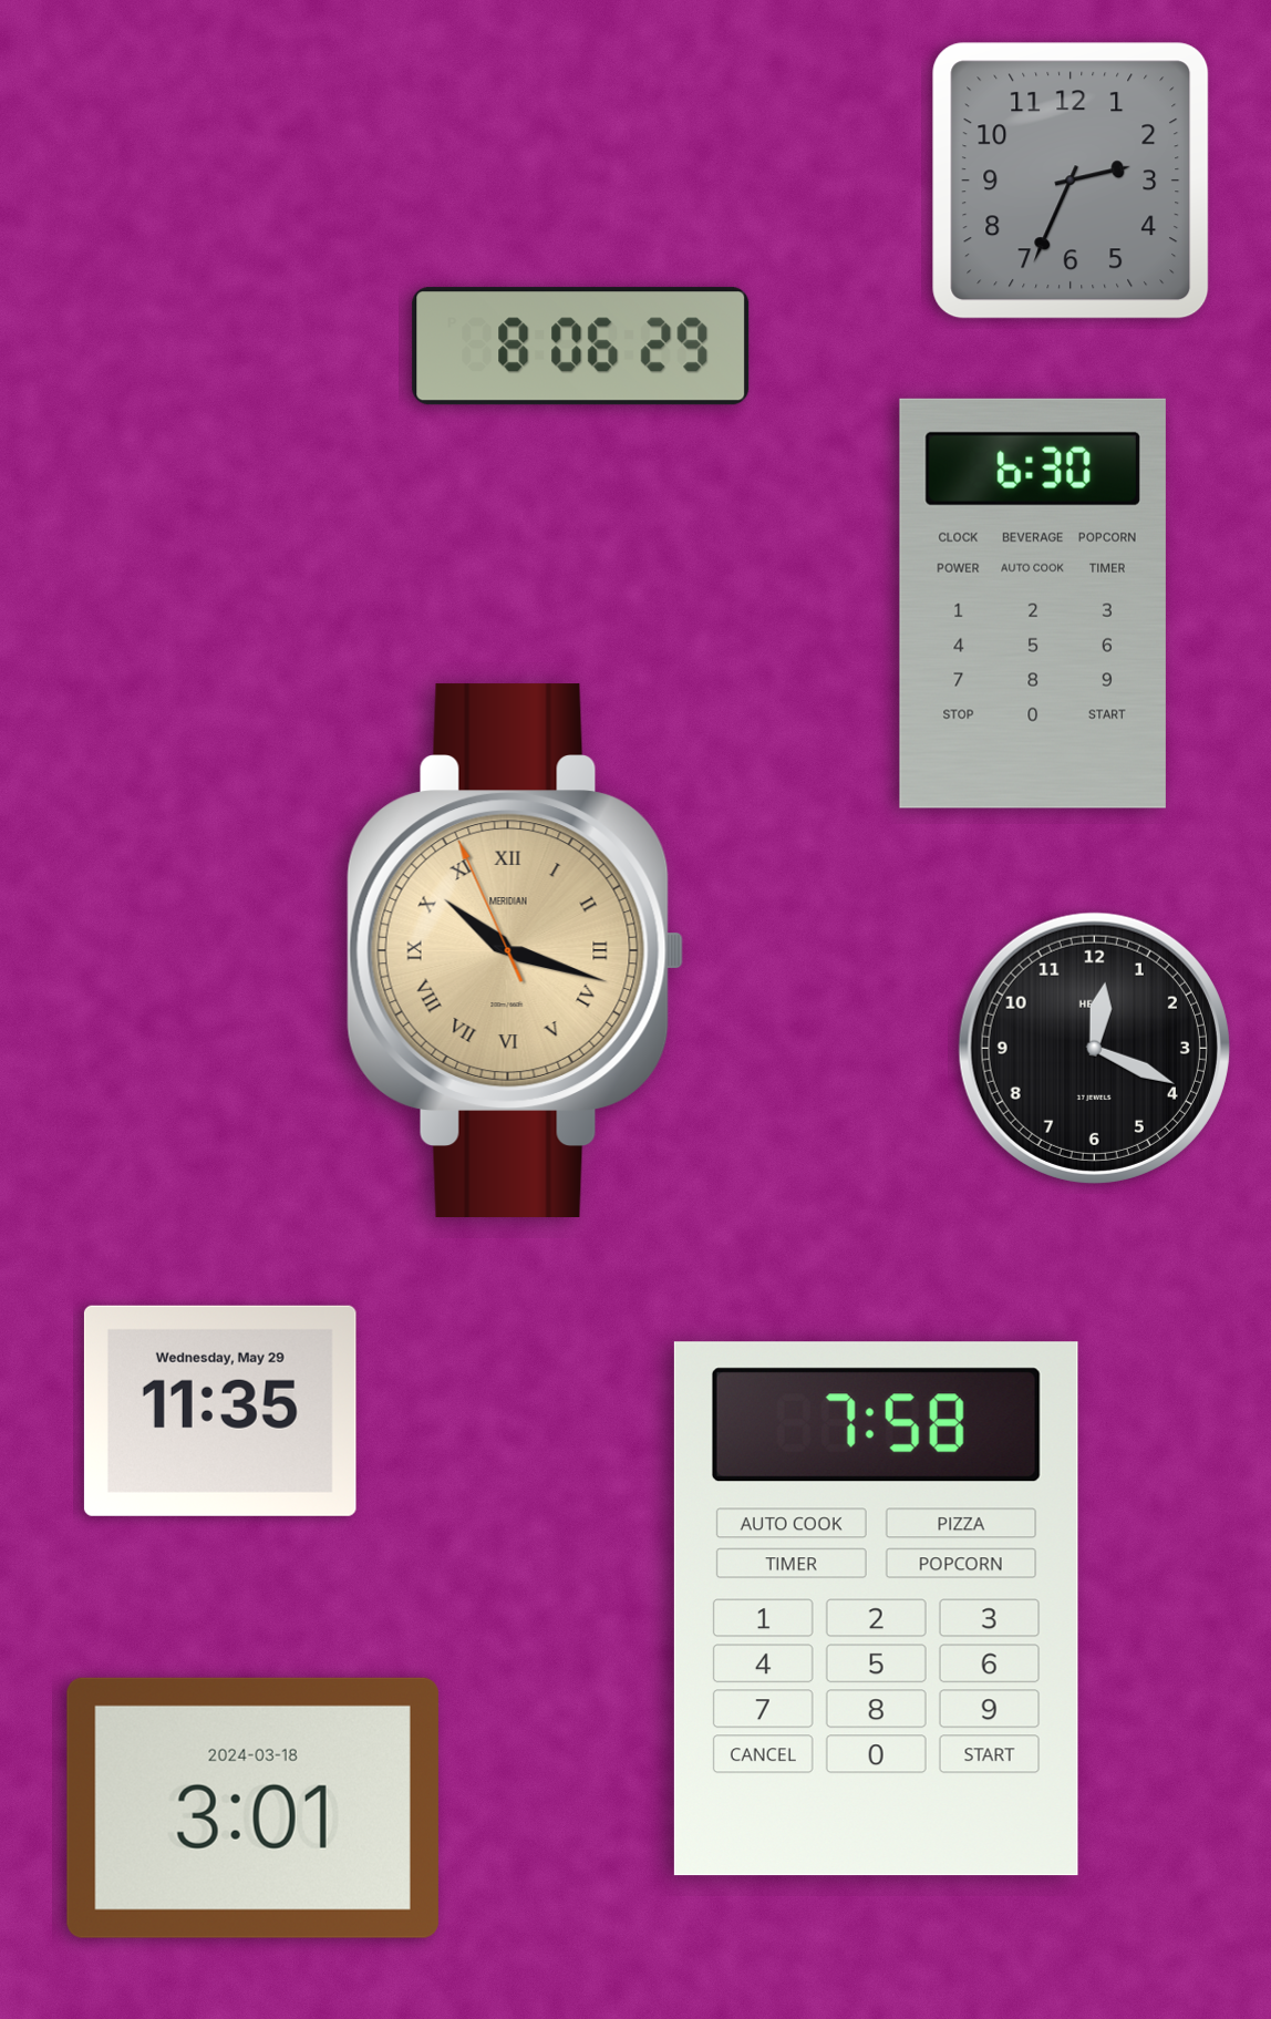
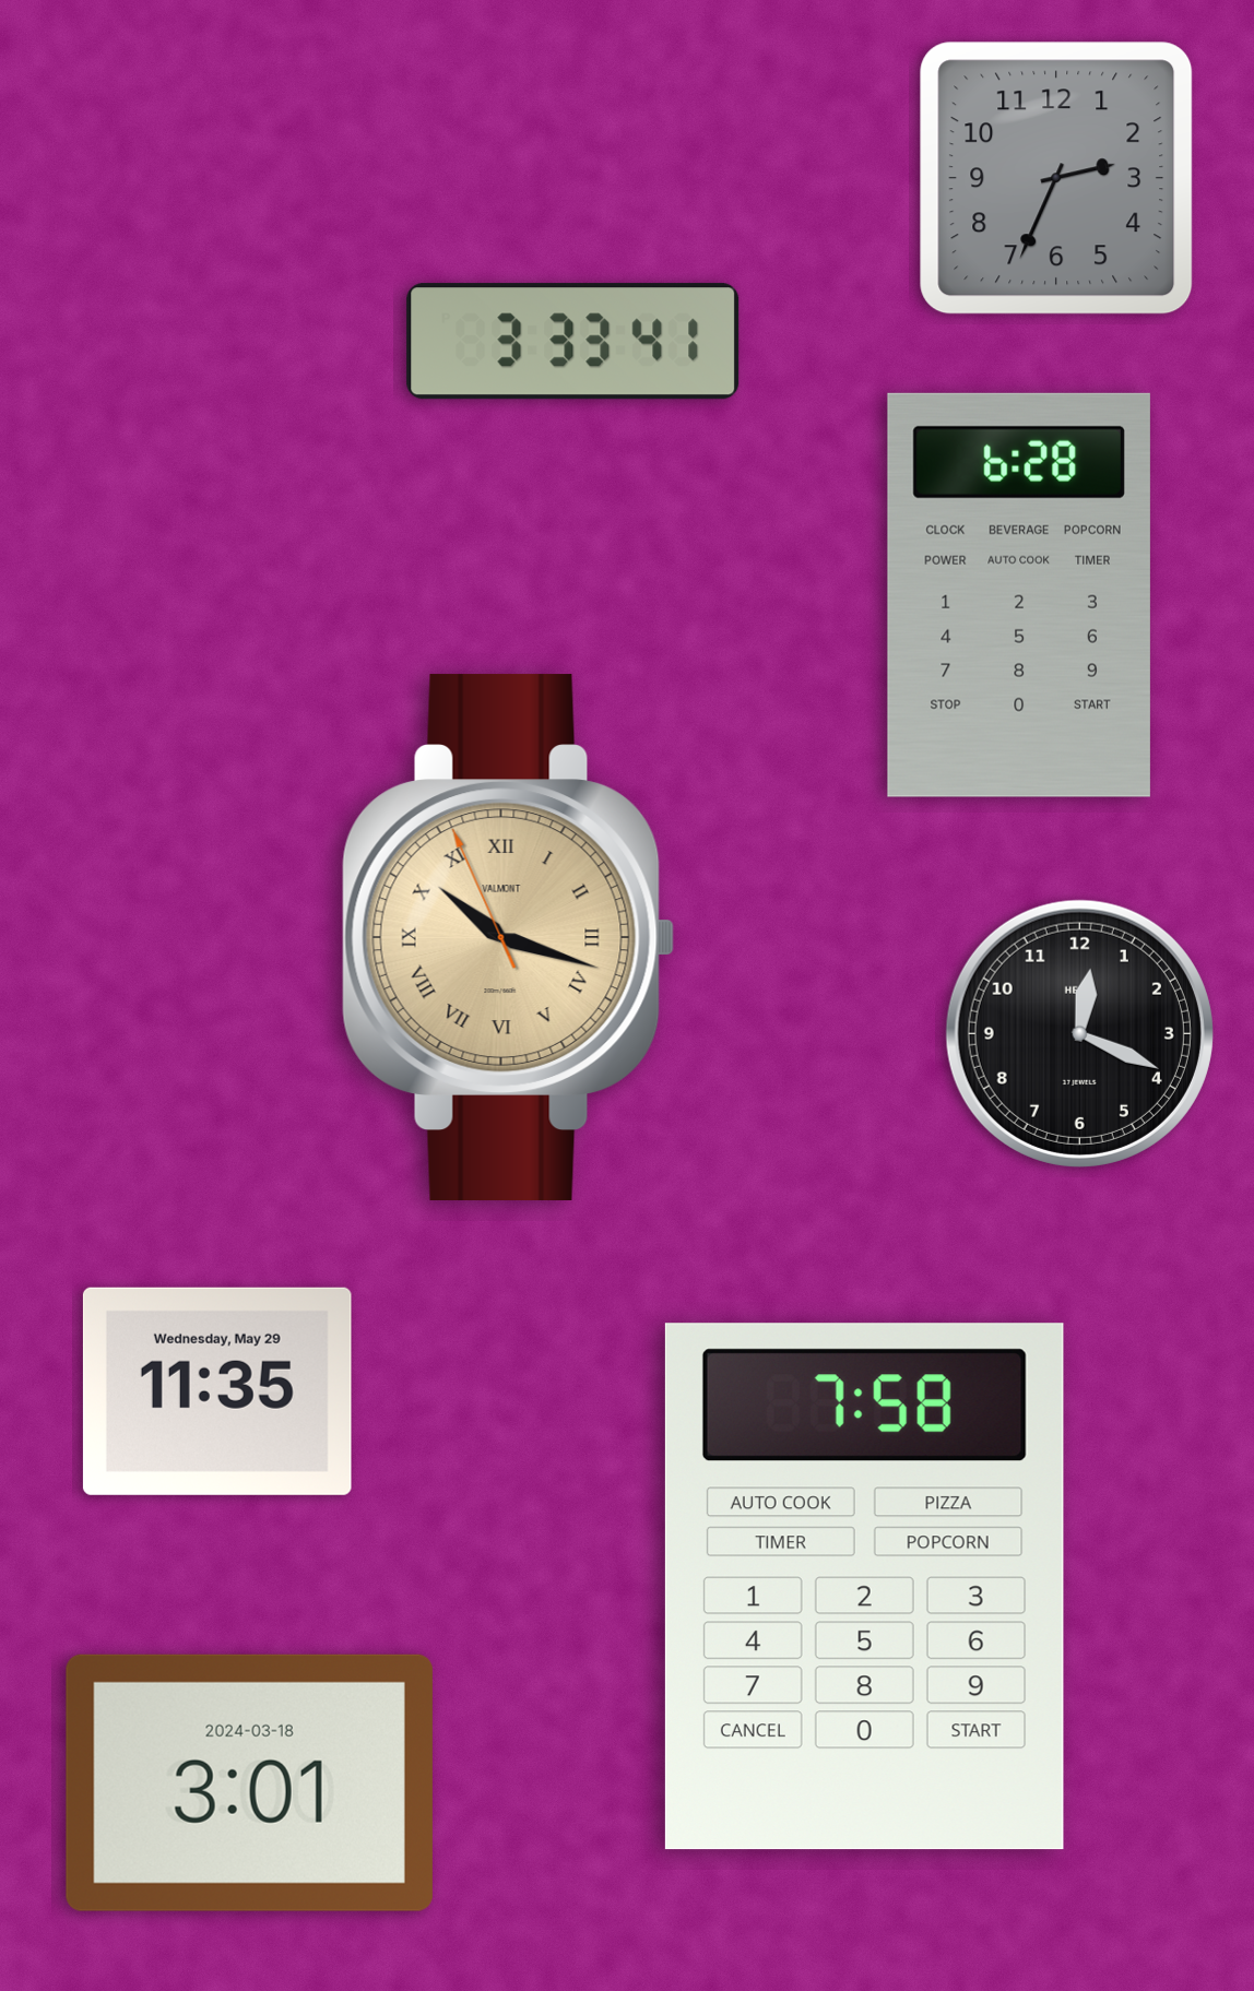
clock at (581, 347): 8:06 -> 3:33
clock at (1033, 604): 6:30 -> 6:28
clock at (516, 950) brand: MERIDIAN -> VALMONT
